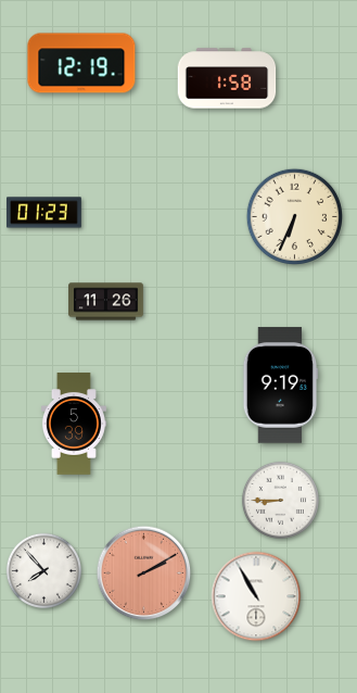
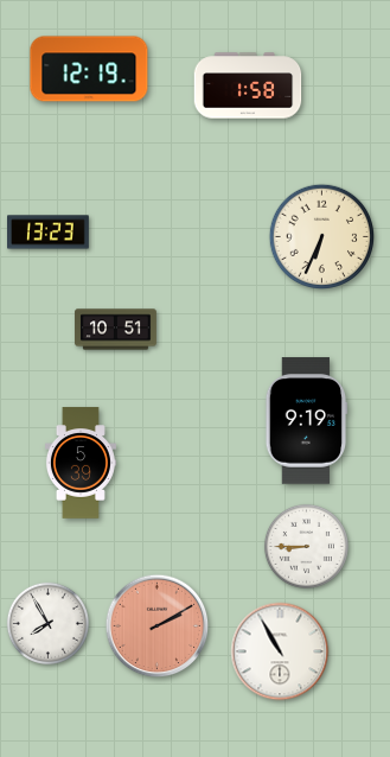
clock at (44, 213): 01:23 -> 13:23
clock at (106, 302): 11:26 -> 10:51
clock at (43, 570): 7:53 -> 7:55
